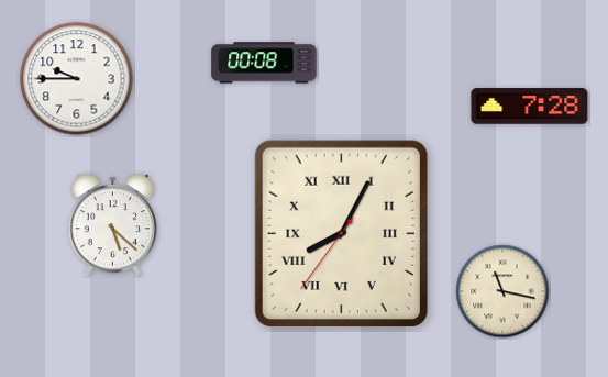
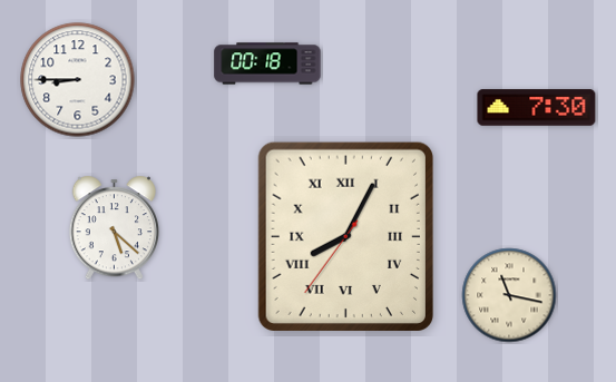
clock at (264, 63): 00:08 -> 00:18
clock at (77, 79): 9:45 -> 8:45
clock at (530, 107): 7:28 -> 7:30
